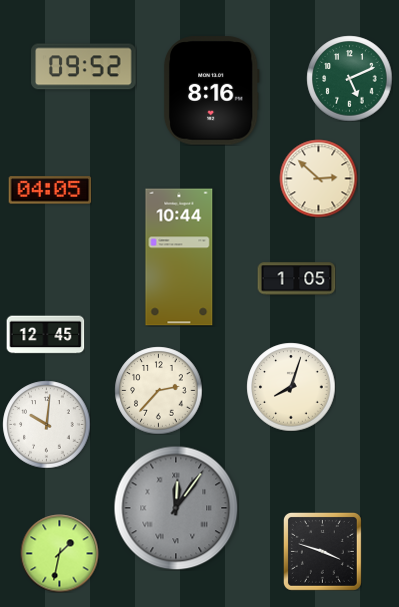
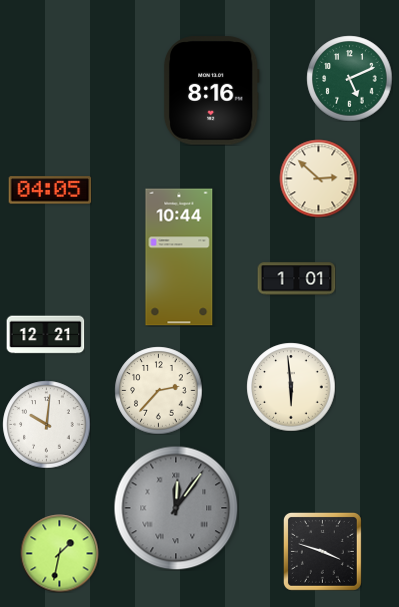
clock at (84, 67): 09:52 -> none
clock at (296, 279): 1:05 -> 1:01
clock at (45, 335): 12:45 -> 12:21
clock at (291, 387): 8:03 -> 5:59
